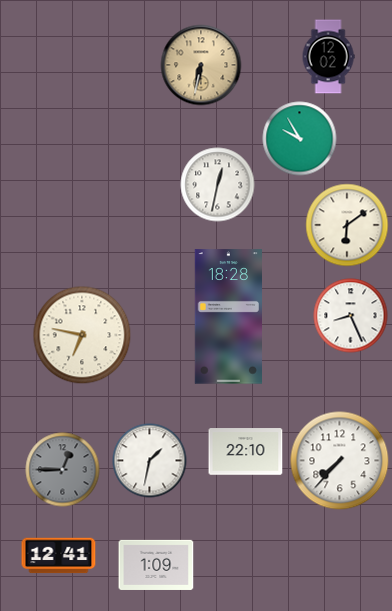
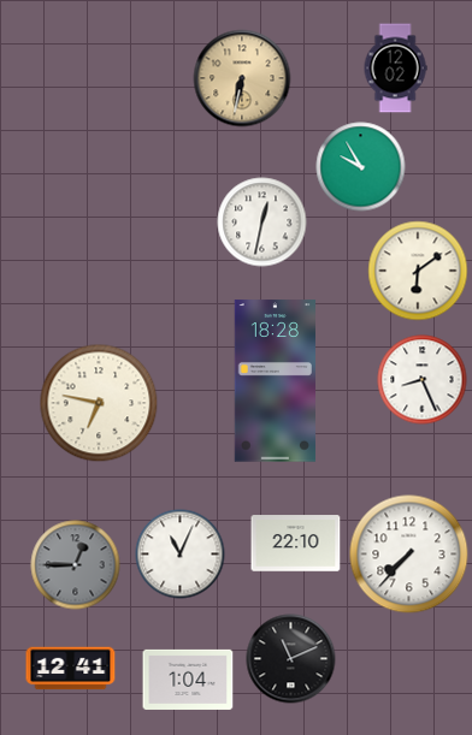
clock at (150, 461): 1:32 -> 11:04
clock at (291, 659): none -> 11:11
clock at (156, 565): 1:09 -> 1:04
